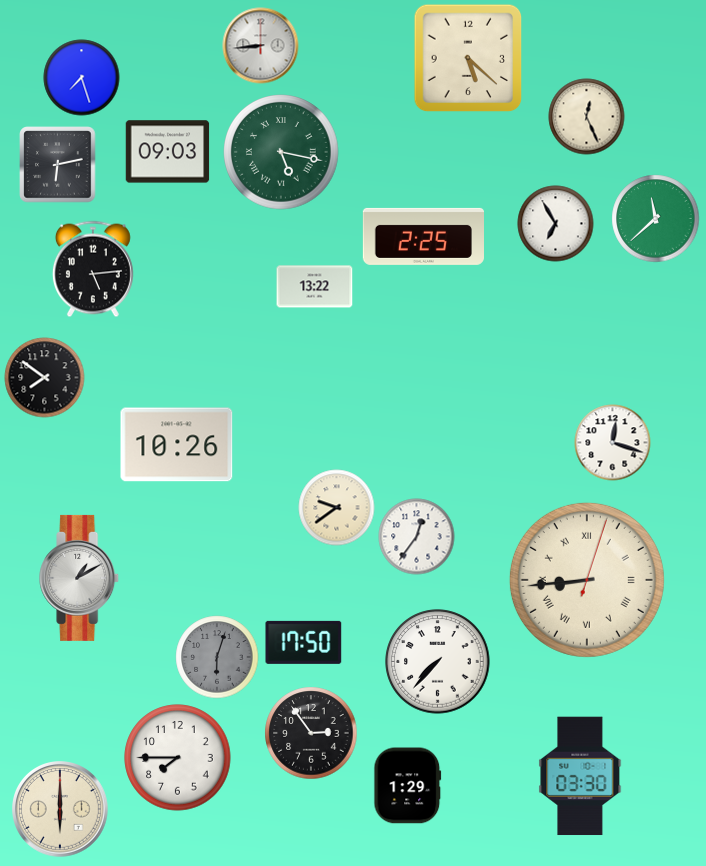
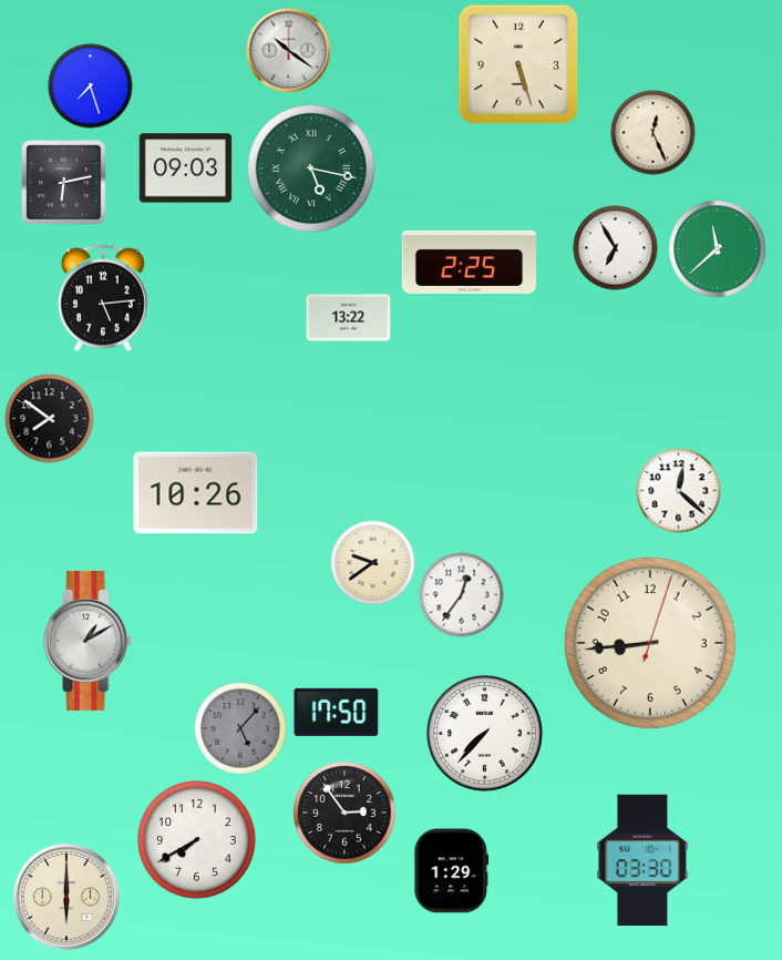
clock at (261, 46): 8:44 -> 10:21
clock at (468, 58): 5:22 -> 5:27
clock at (587, 117) position: (587, 117) -> (654, 133)
clock at (656, 219) position: (656, 219) -> (718, 249)
clock at (613, 443): 12:18 -> 12:22
clock at (587, 580) numerals: Roman -> Arabic
clock at (217, 657): 6:03 -> 5:07
clock at (178, 758): 7:45 -> 7:40
